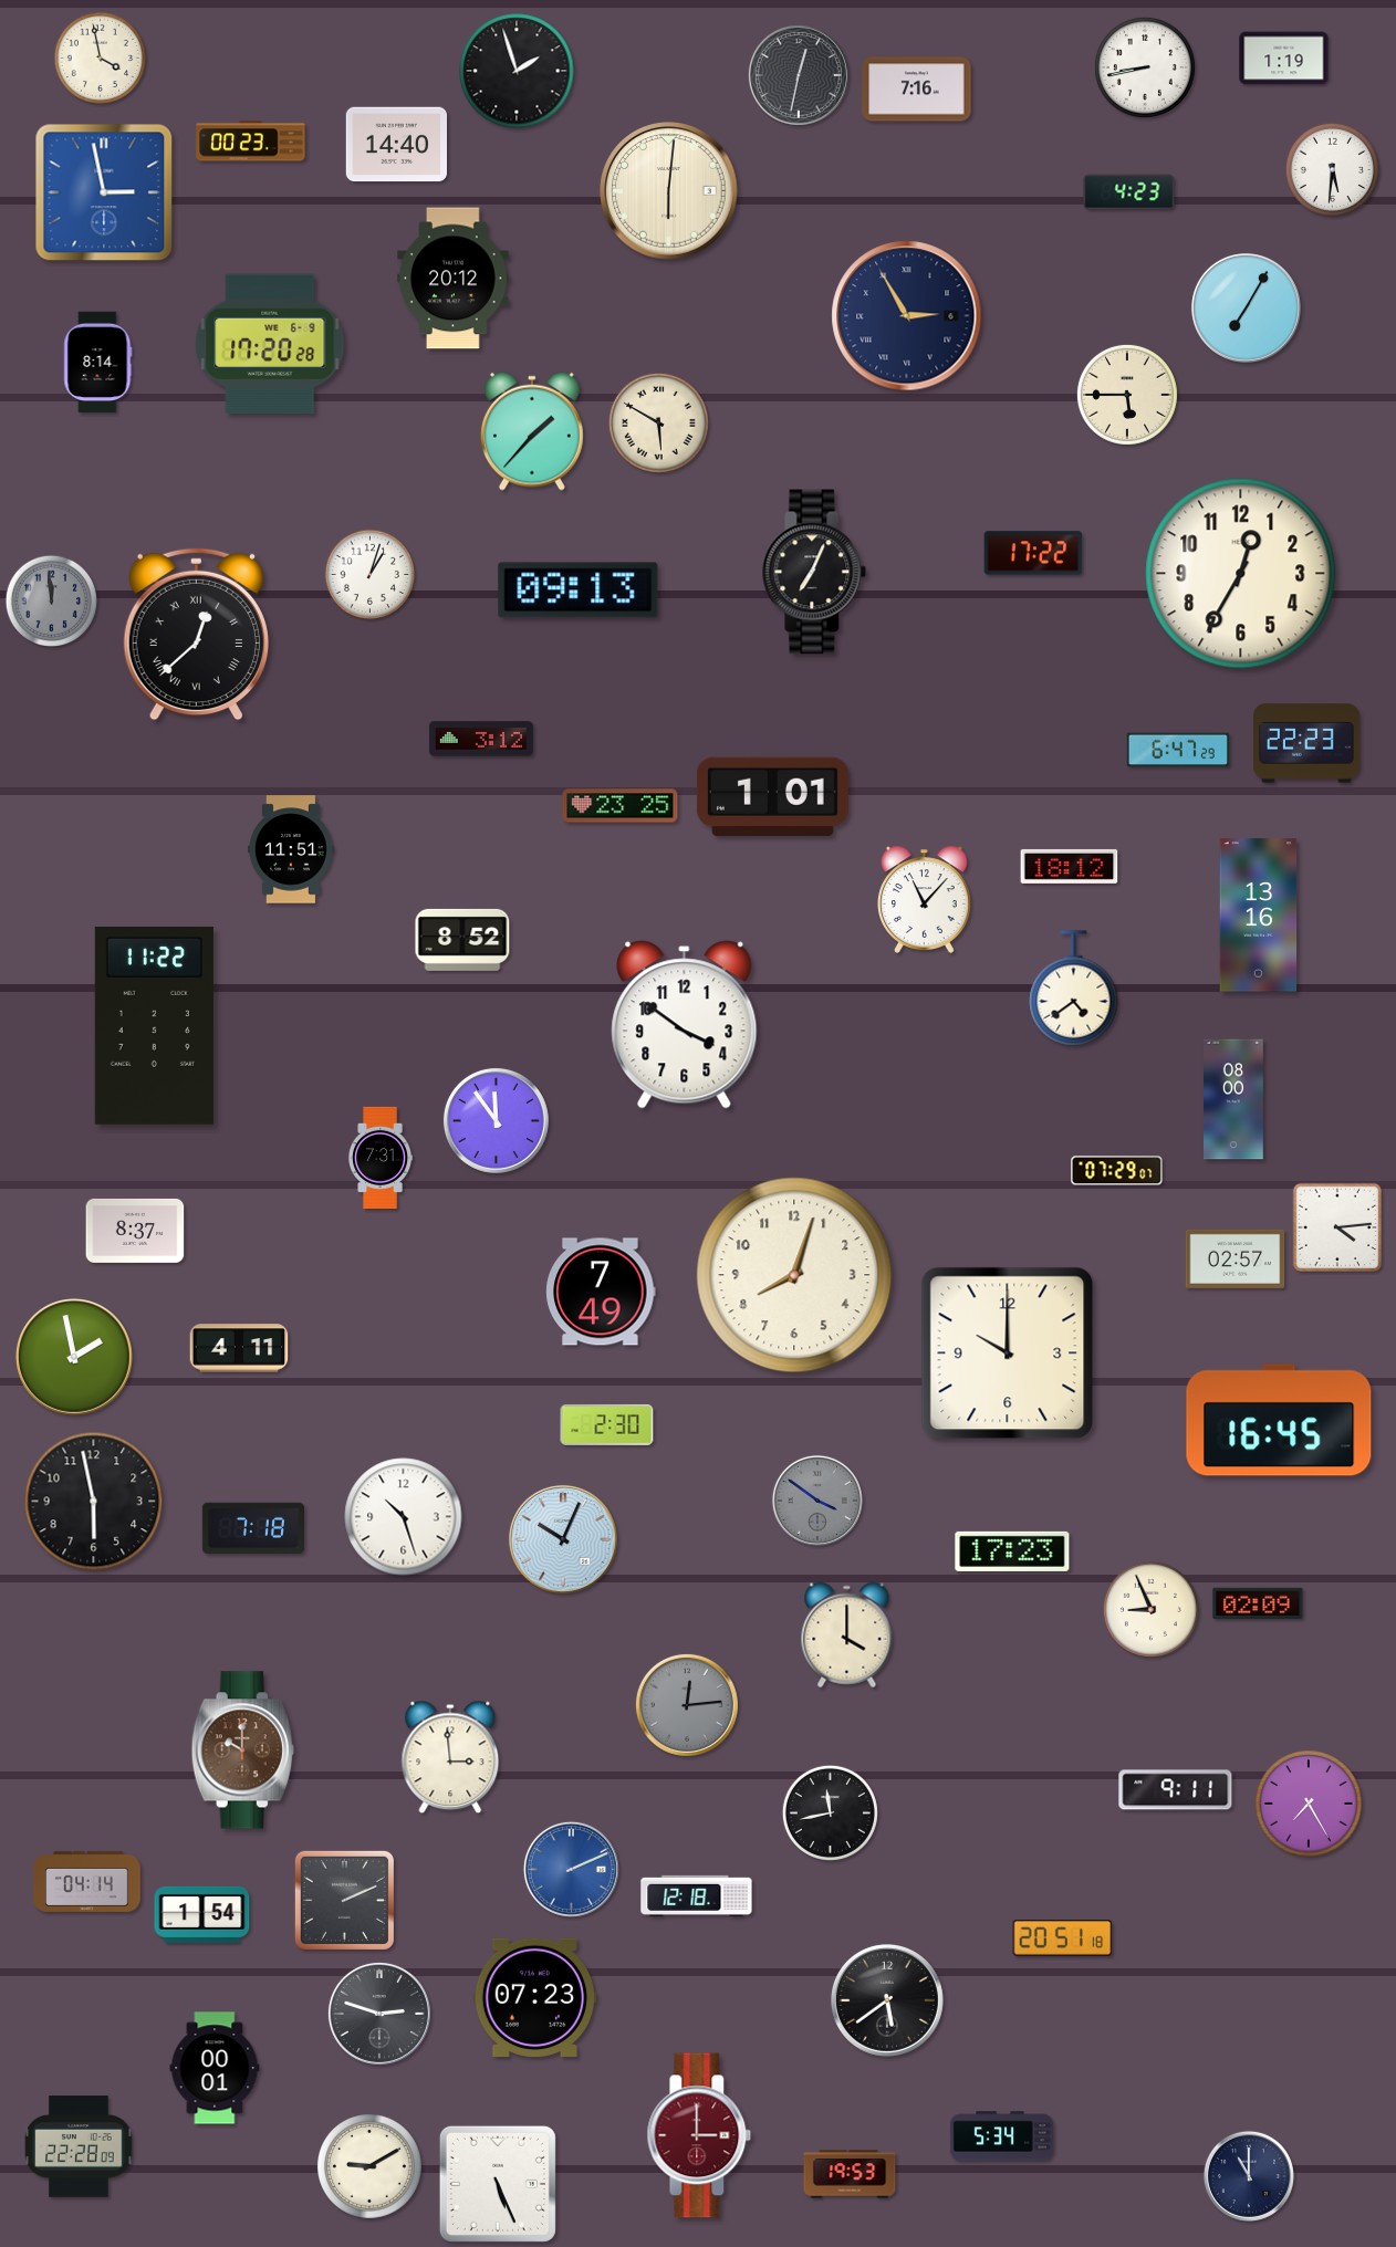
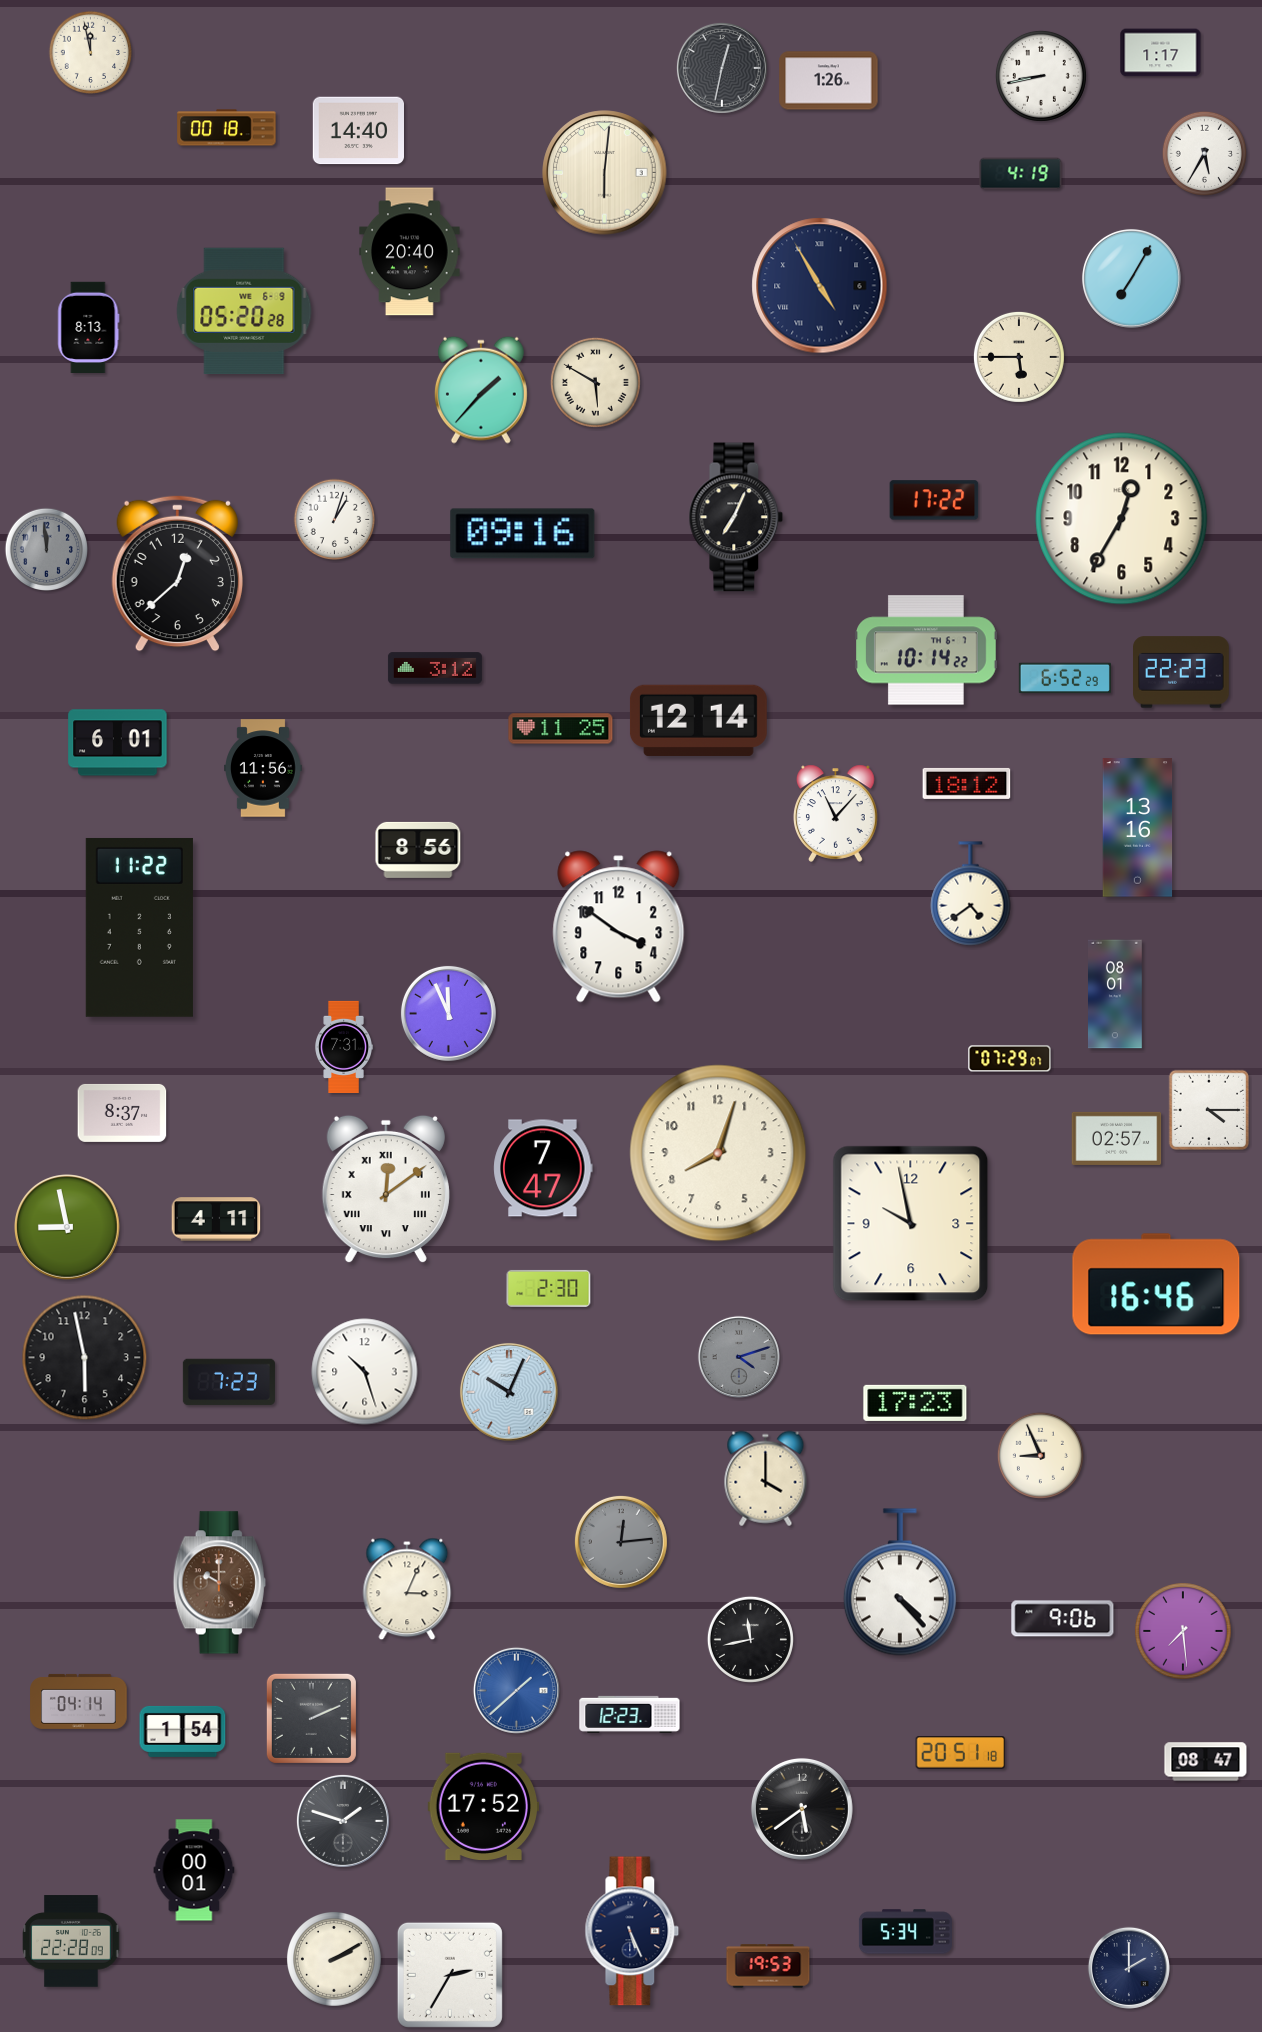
clock at (100, 58): 3:58 -> 11:58
clock at (1284, 59): 1:19 -> 1:17
clock at (1145, 67) position: (1145, 67) -> (1041, 76)
clock at (517, 71): 1:57 -> none
clock at (917, 90): 7:16 -> 1:26
clock at (251, 142): 00:23 -> 00:18
clock at (1332, 169): 5:31 -> 5:35
clock at (104, 192): 2:58 -> none
clock at (1129, 192): 4:23 -> 4:19
clock at (454, 279): 20:12 -> 20:40
clock at (1246, 307) position: (1246, 307) -> (1131, 278)
clock at (907, 316): 2:55 -> 4:55
clock at (270, 344): 17:20 -> 05:20
clock at (98, 362): 8:14 -> 8:13
clock at (579, 591): 09:13 -> 09:16
clock at (51, 600) position: (51, 600) -> (46, 549)
clock at (196, 635) numerals: Roman -> Arabic
clock at (927, 650): none -> 10:14
clock at (1178, 750): 6:47 -> 6:52
clock at (772, 796): 1:01 -> 12:14
clock at (621, 806): 23:25 -> 11:25
clock at (118, 743): none -> 6:01
clock at (292, 849): 11:51 -> 11:56
clock at (462, 940): 8:52 -> 8:56
clock at (1234, 1099): 08:00 -> 08:01
clock at (496, 1120): 11:54 -> 11:56
clock at (1337, 1227): 4:14 -> 4:15
clock at (601, 1292): 7:49 -> 7:47
clock at (386, 1189): none -> 12:09
clock at (1008, 1354): 10:00 -> 9:58
clock at (75, 1358): 1:58 -> 8:58
clock at (1279, 1420): 16:45 -> 16:46
clock at (817, 1501): 3:51 -> 4:12
clock at (253, 1528): 7:18 -> 7:23
clock at (1258, 1602): 02:09 -> none
clock at (900, 1582): none -> 4:23
clock at (450, 1757): 2:59 -> 3:04
clock at (1176, 1790): 9:11 -> 9:06
clock at (1309, 1804): 7:25 -> 7:29
clock at (571, 1869): 2:11 -> 1:38
clock at (697, 1895): 12:18 -> 12:23
clock at (1206, 1762): none -> 08:47
clock at (534, 1997): 07:23 -> 17:52
clock at (379, 2014): 2:48 -> 1:48
clock at (699, 2135): 3:00 -> 5:26
clock at (699, 2135) dial: burgundy -> navy
clock at (371, 2167): 9:10 -> 2:10
clock at (1249, 2176): 11:00 -> 2:00
clock at (498, 2184): 5:26 -> 2:35
